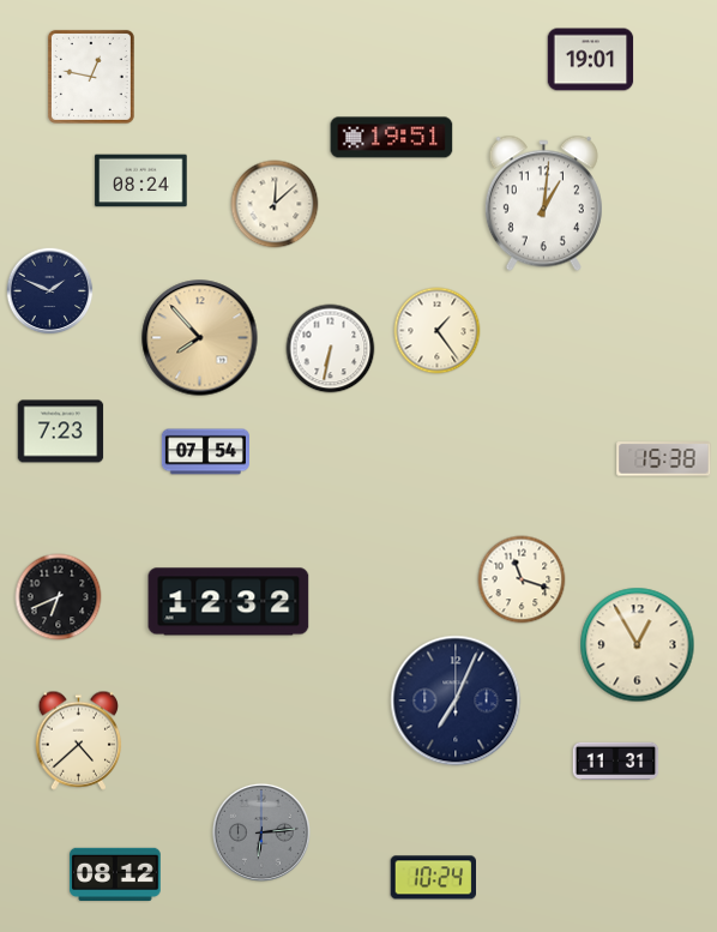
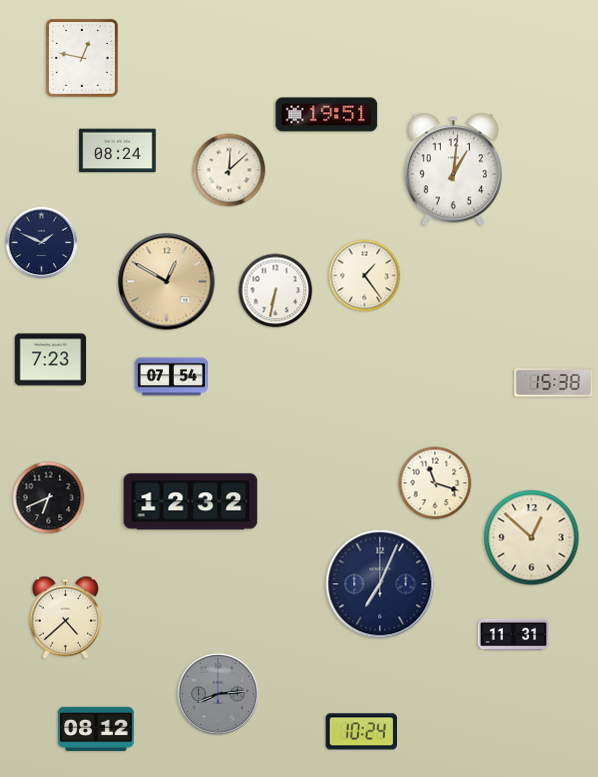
clock at (591, 60): 19:01 -> none
clock at (91, 77) position: (91, 77) -> (82, 58)
clock at (200, 338): 7:53 -> 12:50
clock at (638, 645): 12:55 -> 12:52
clock at (261, 832): 6:14 -> 8:14
